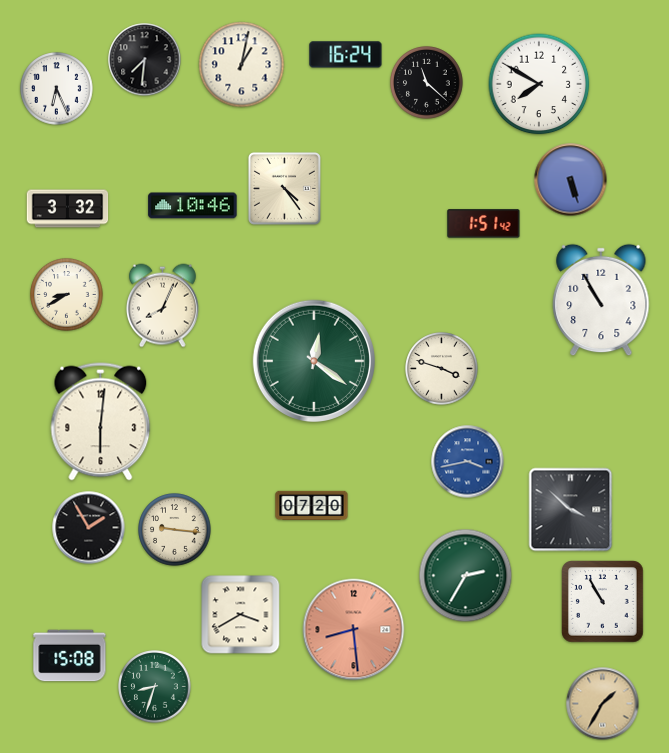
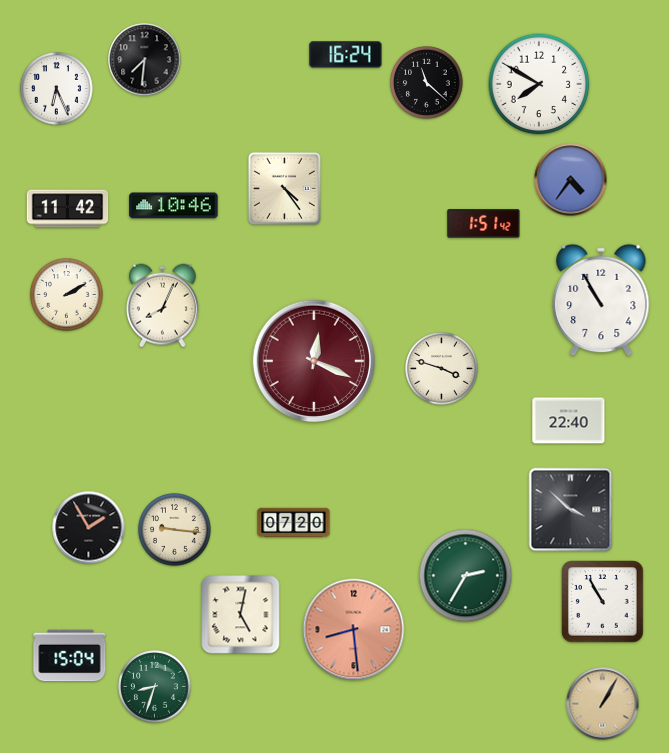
clock at (242, 65): 1:02 -> none
clock at (571, 180): 5:27 -> 4:36
clock at (193, 206) position: (193, 206) -> (174, 206)
clock at (68, 209): 3:32 -> 11:42
clock at (67, 295): 8:40 -> 2:10
clock at (313, 360): 12:21 -> 12:19
clock at (313, 360) dial: green -> burgundy
clock at (569, 421): none -> 22:40
clock at (101, 422): 6:01 -> none
clock at (468, 462): 3:43 -> none
clock at (312, 506) position: (312, 506) -> (294, 523)
clock at (241, 615): 3:40 -> 5:02
clock at (70, 656): 15:08 -> 15:04
clock at (603, 704): 1:35 -> 1:05
